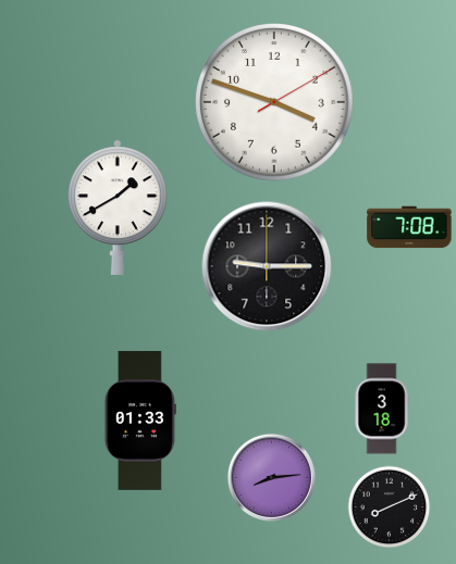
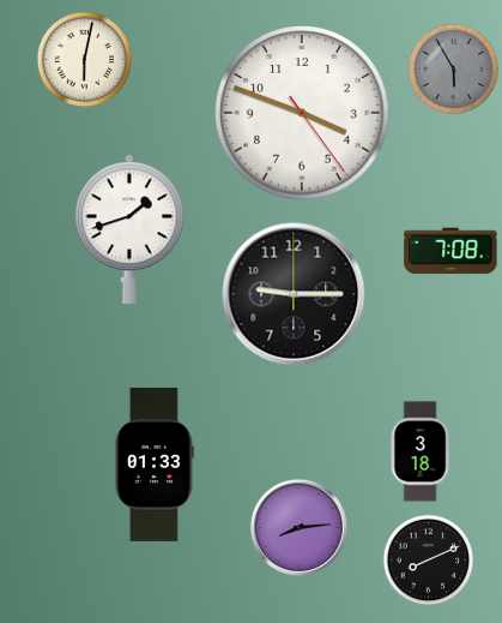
clock at (85, 60): none -> 6:02
clock at (454, 70): none -> 5:55
clock at (275, 103): 3:48:10 -> 3:48:24
clock at (118, 208): 1:40 -> 1:42
